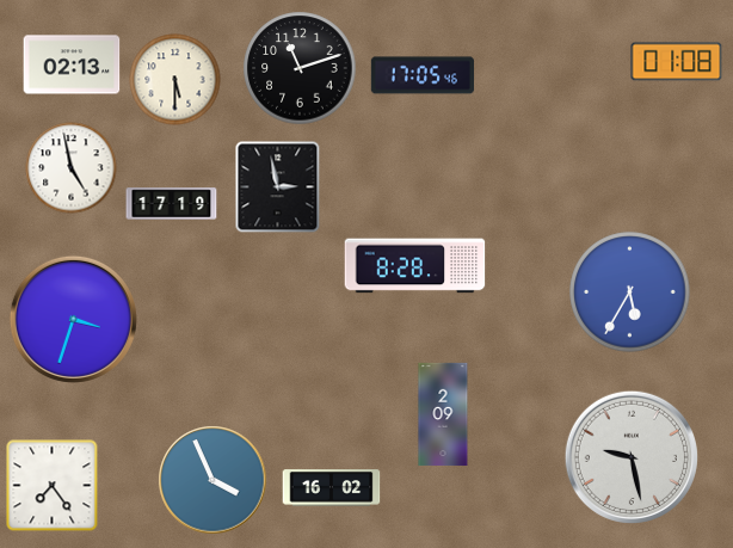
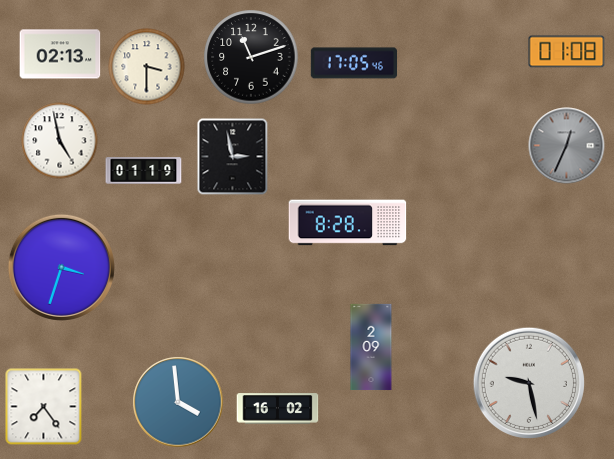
clock at (175, 80): 5:30 -> 3:30
clock at (567, 146): none -> 12:34
clock at (172, 204): 17:19 -> 01:19
clock at (630, 293): 5:35 -> none
clock at (212, 480): 3:56 -> 3:59
